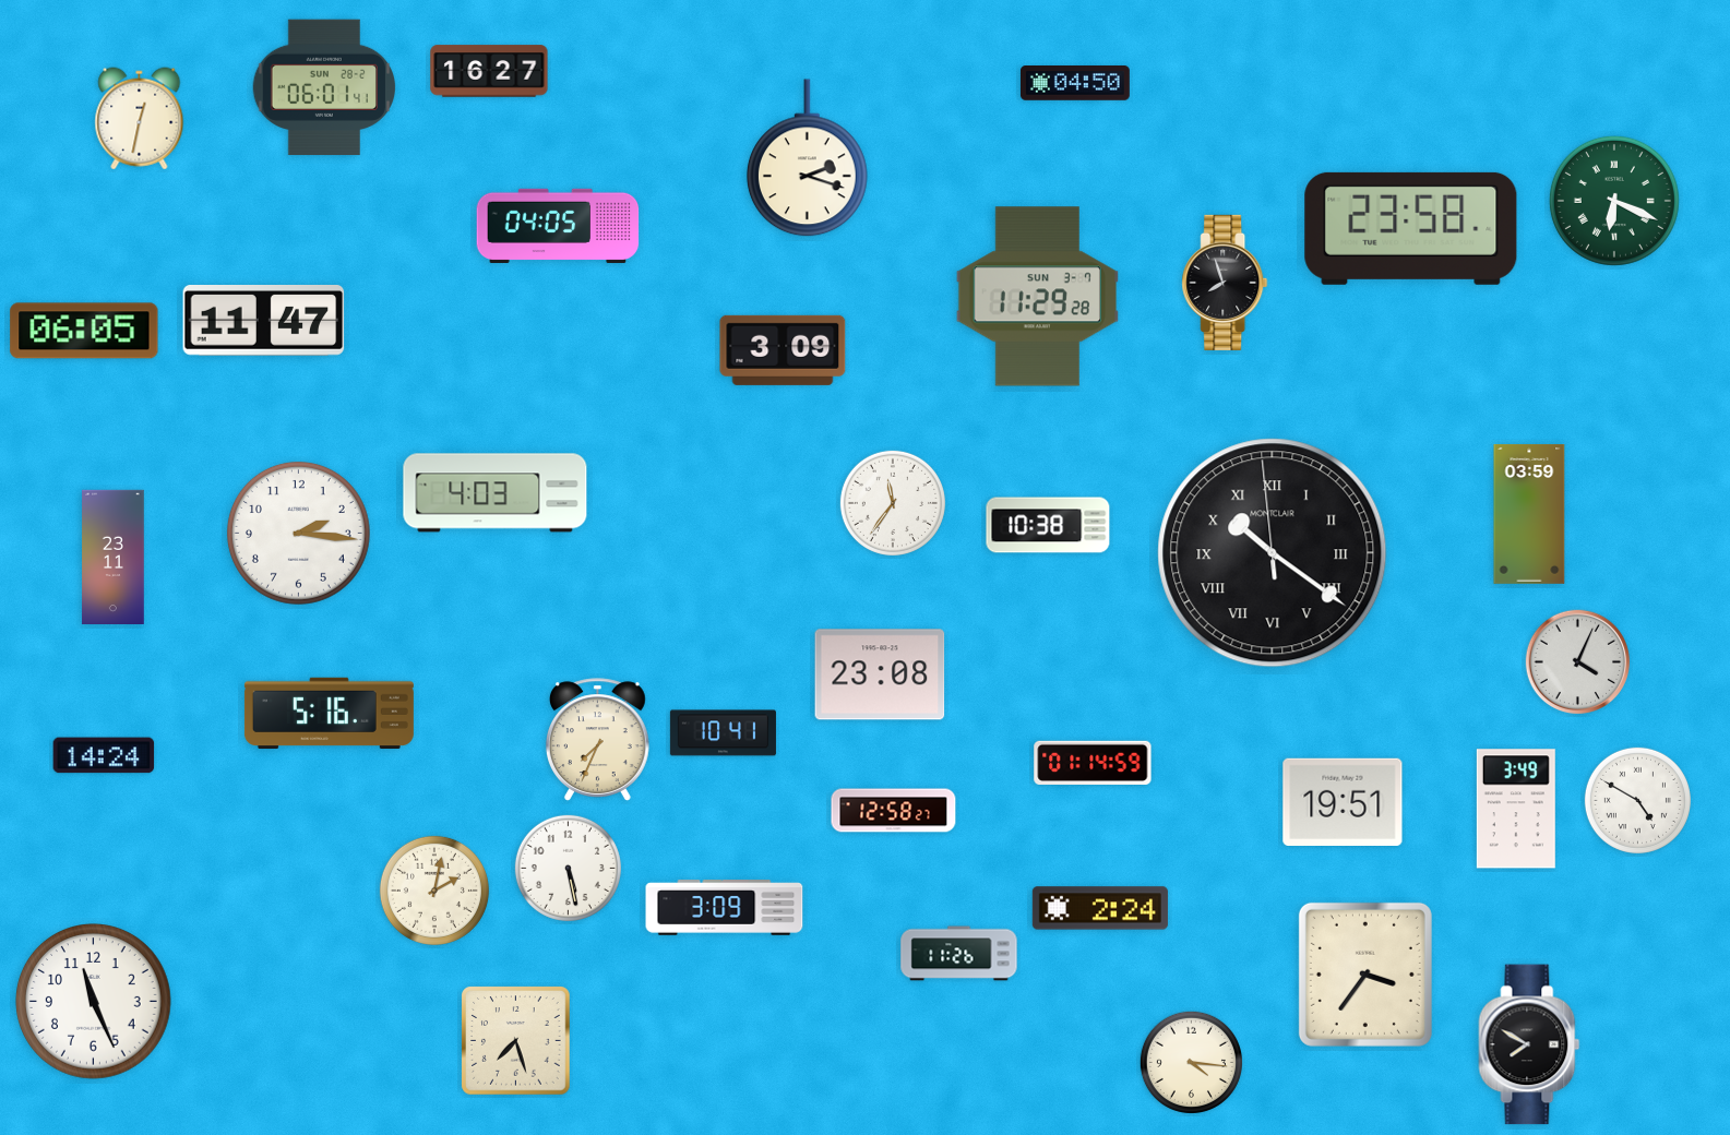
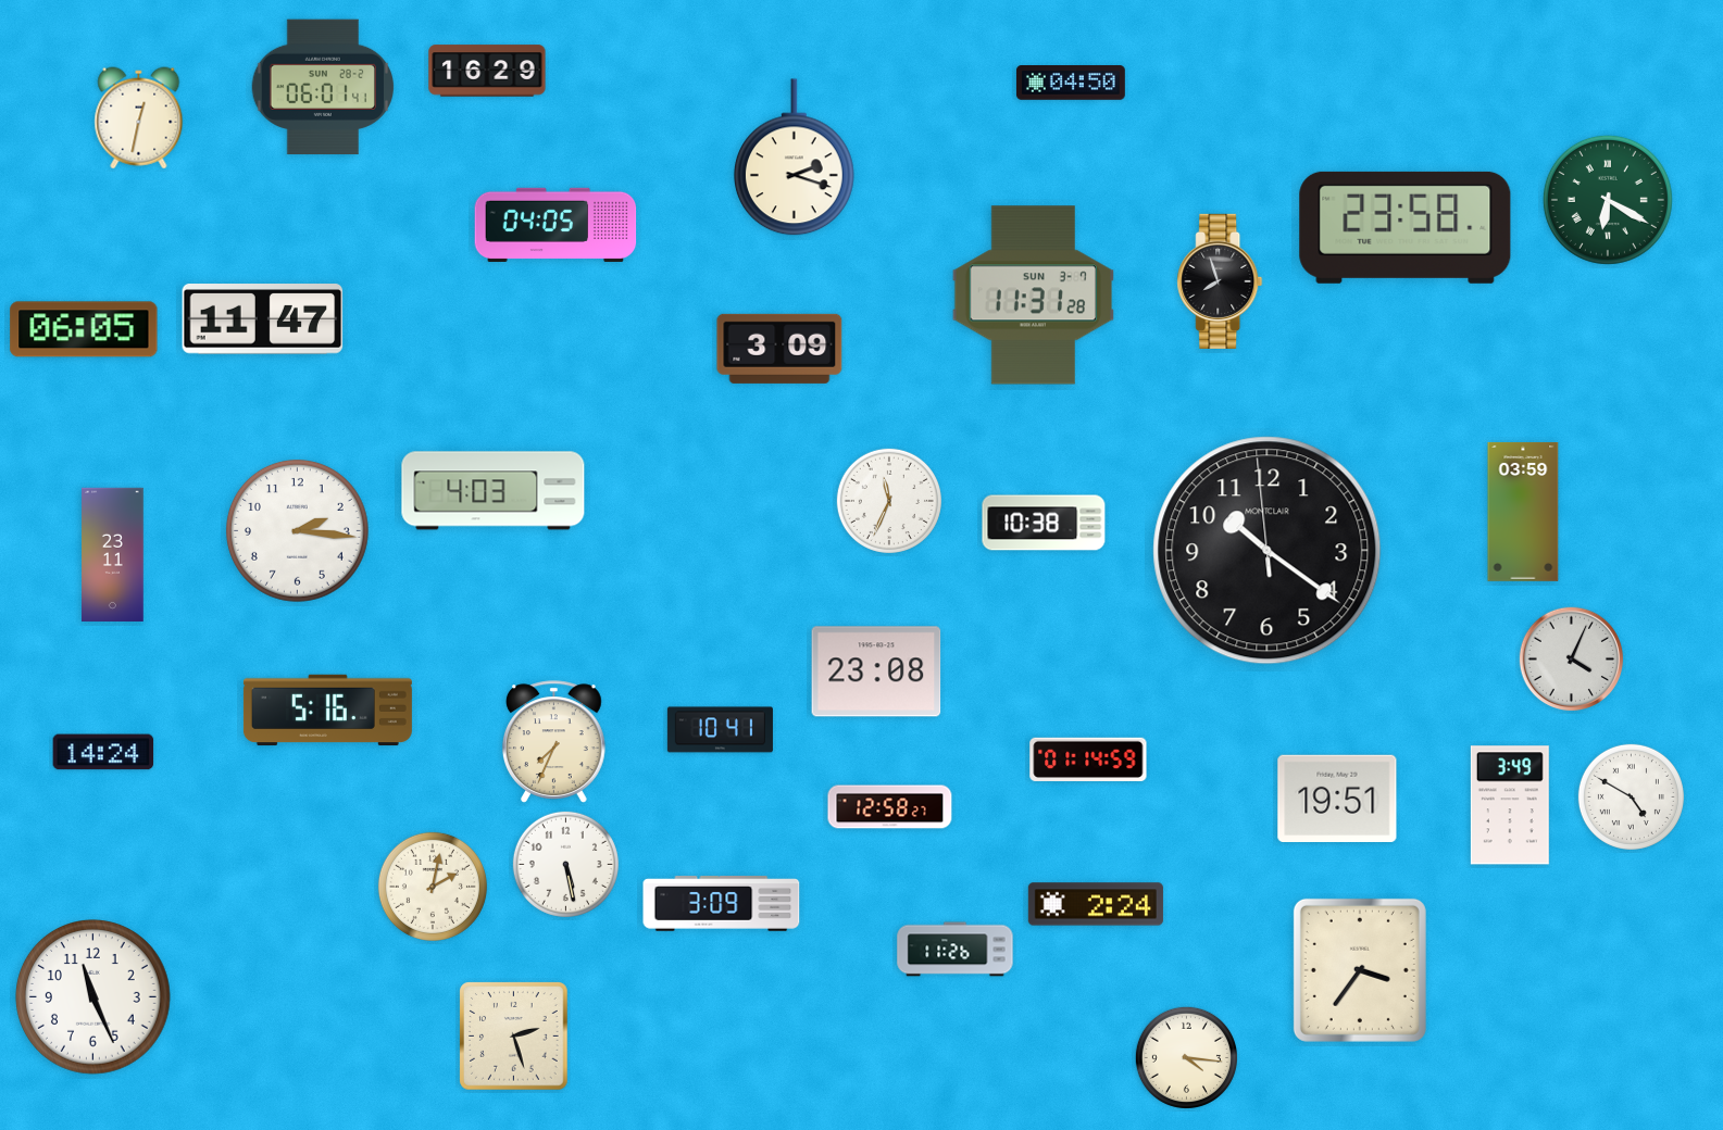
clock at (489, 71): 16:27 -> 16:29
clock at (807, 158) position: (807, 158) -> (794, 158)
clock at (1614, 201): 6:19 -> 6:20
clock at (1037, 297): 11:29 -> 11:31
clock at (893, 503): 11:36 -> 11:34
clock at (1273, 553) numerals: Roman -> Arabic
clock at (598, 740) position: (598, 740) -> (554, 742)
clock at (516, 1041): 7:27 -> 2:27
clock at (1529, 1044): 7:50 -> none
